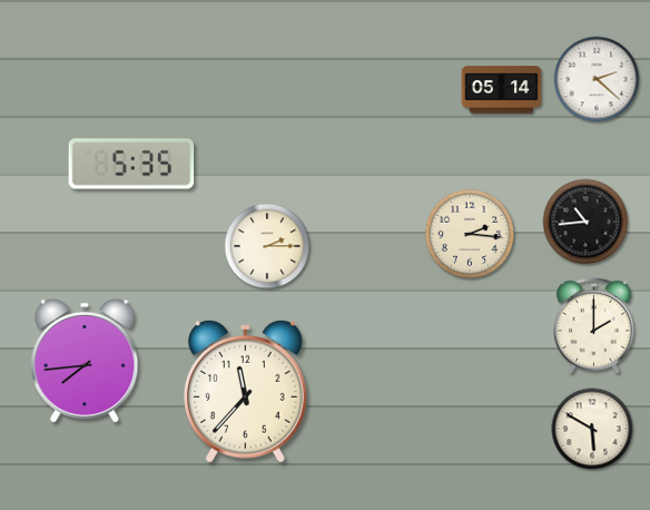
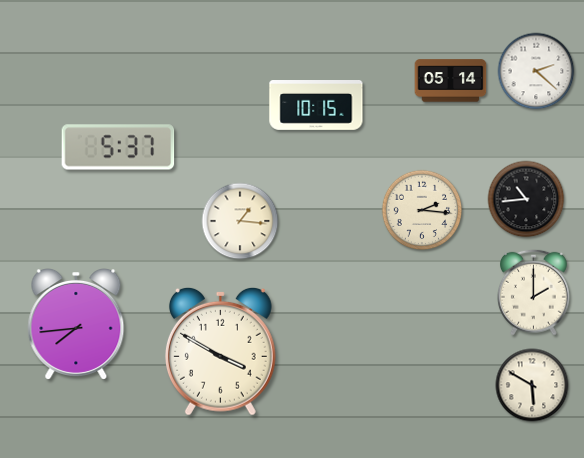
clock at (316, 106): none -> 10:15
clock at (131, 164): 5:35 -> 5:37
clock at (267, 246): 2:15 -> 1:16
clock at (245, 391): 11:37 -> 3:50
